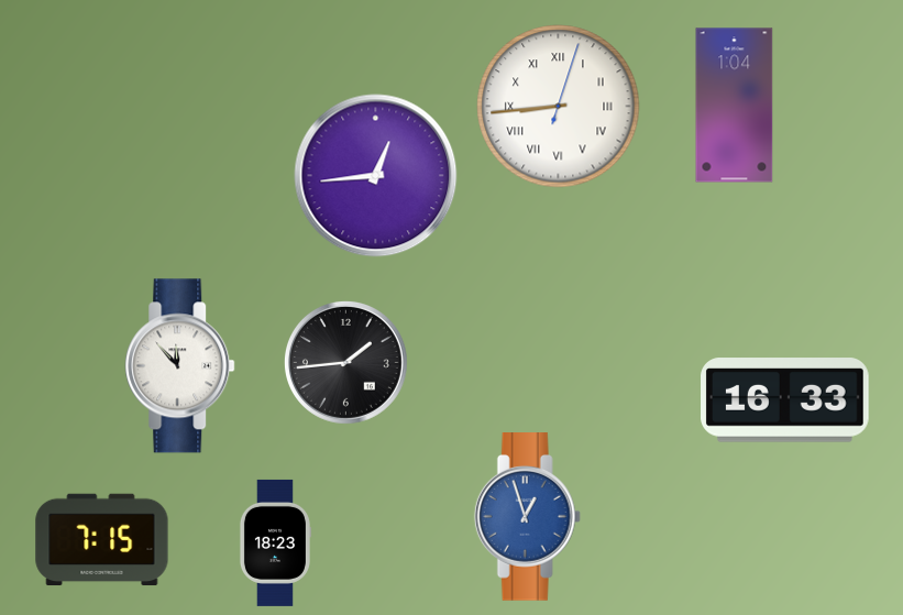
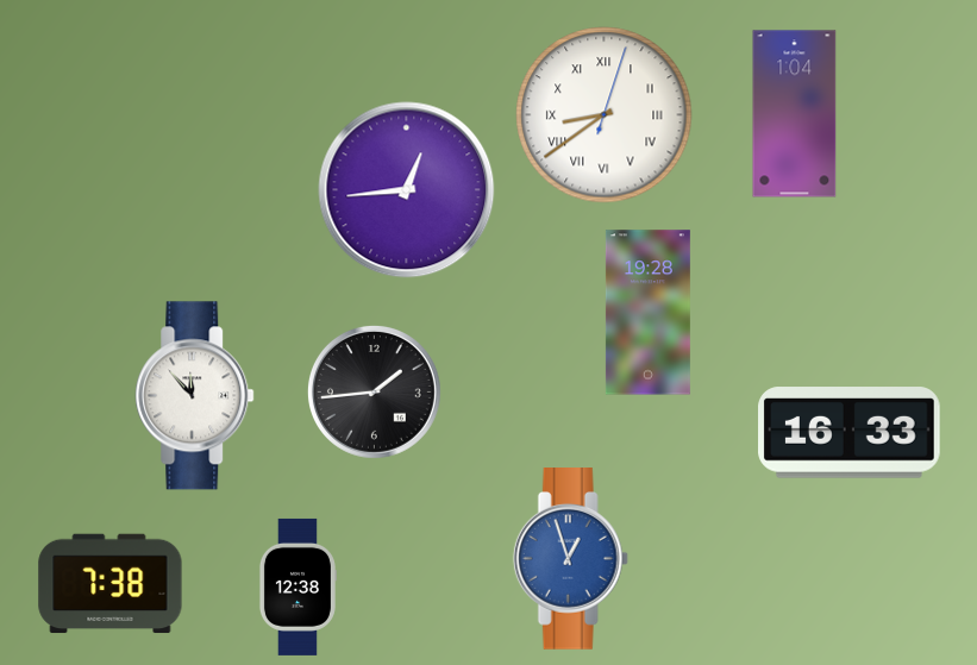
clock at (559, 107): 8:44 -> 8:39
clock at (647, 313): none -> 19:28
clock at (102, 540): 7:15 -> 7:38
clock at (275, 542): 18:23 -> 12:38
